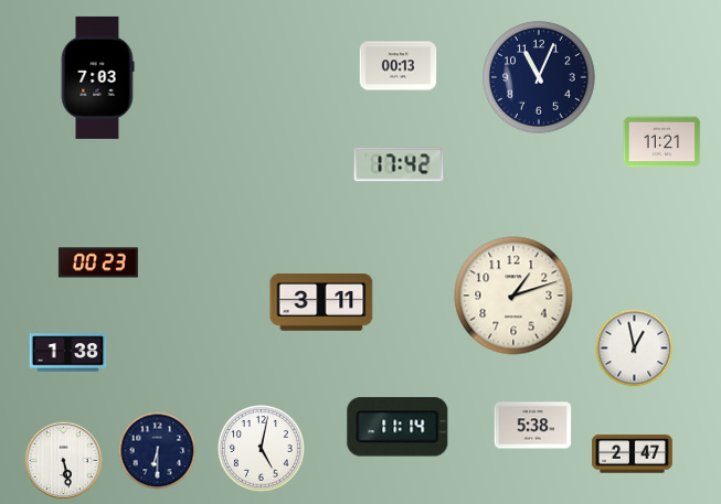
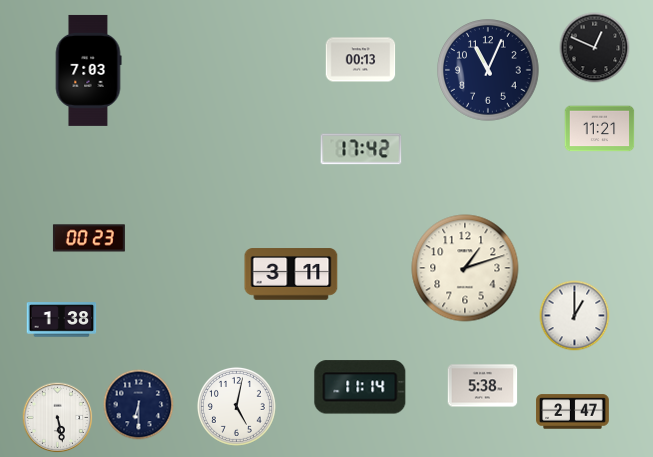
clock at (595, 48): none -> 12:49
clock at (635, 348): 12:58 -> 1:00
clock at (158, 451) position: (158, 451) -> (139, 405)
